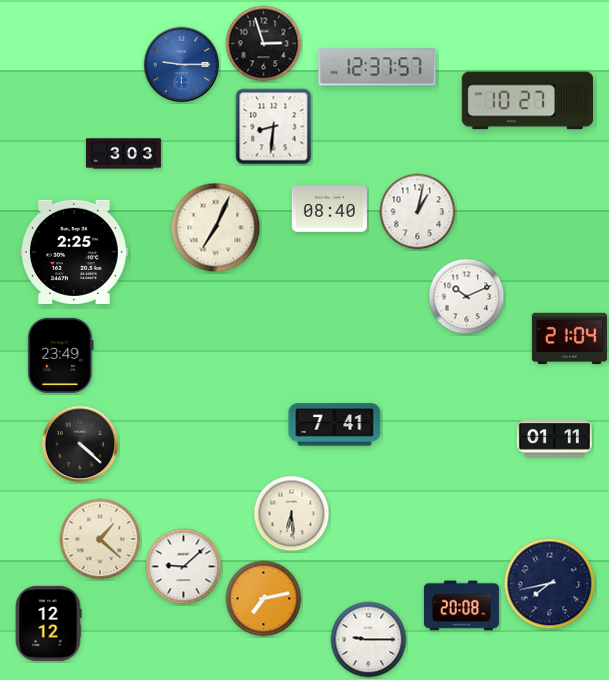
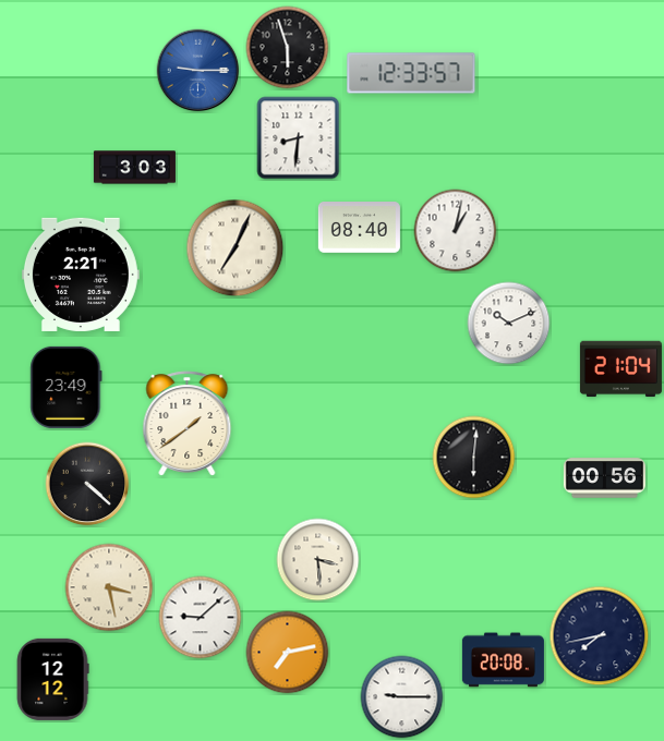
clock at (264, 44): 2:57 -> 5:57
clock at (377, 67): 12:37 -> 12:33
clock at (528, 101): 10:27 -> none
clock at (74, 252): 2:25 -> 2:21
clock at (188, 424): none -> 1:39
clock at (474, 458): none -> 6:01
clock at (335, 425): 7:41 -> none
clock at (554, 439): 01:11 -> 00:56
clock at (292, 514): 6:29 -> 3:29
clock at (100, 539): 1:22 -> 3:28
